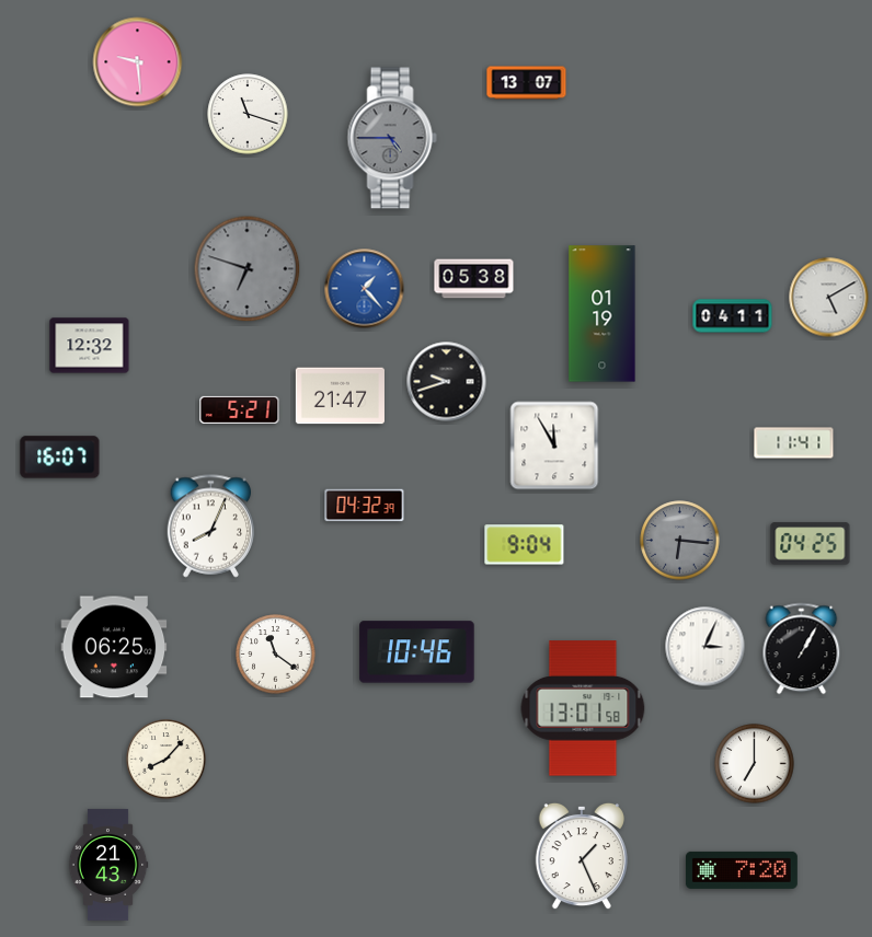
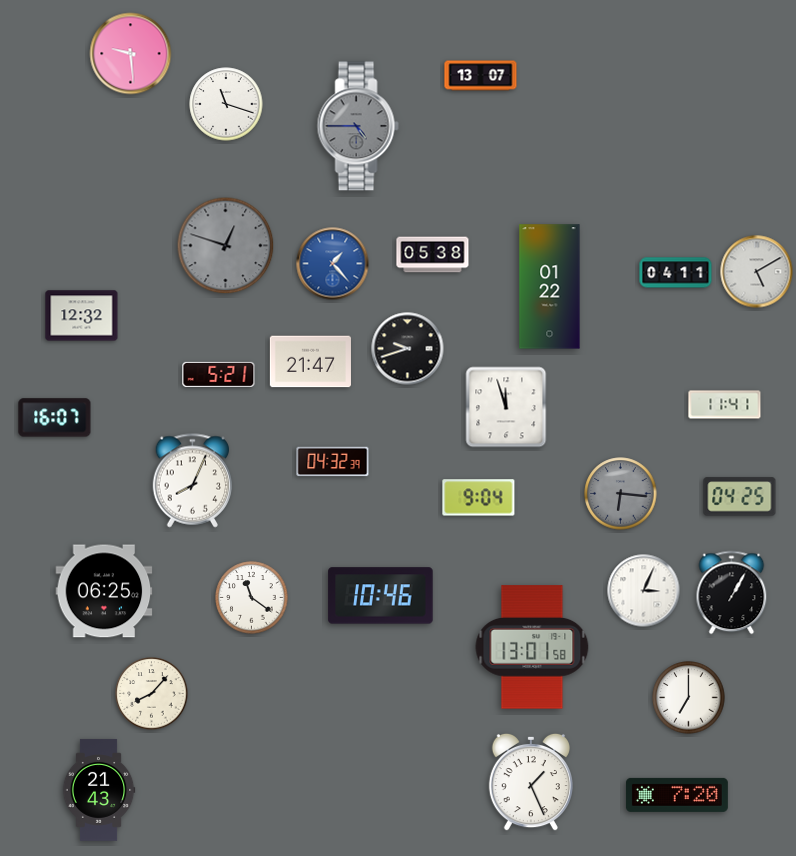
clock at (138, 62) position: (138, 62) -> (131, 54)
clock at (248, 269): 6:48 -> 12:48
clock at (603, 314): 01:19 -> 01:22
clock at (733, 316) position: (733, 316) -> (676, 273)
clock at (554, 446): 11:55 -> 11:57
